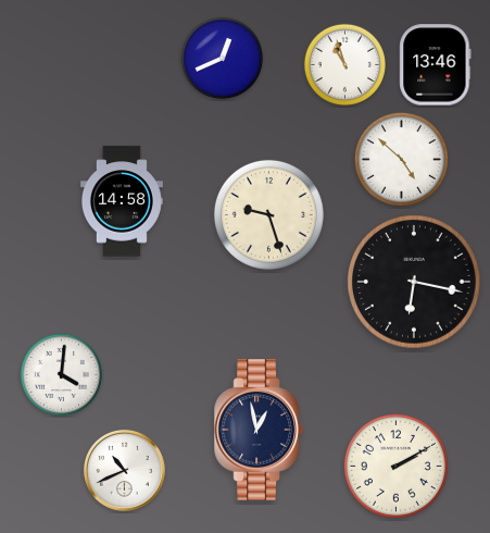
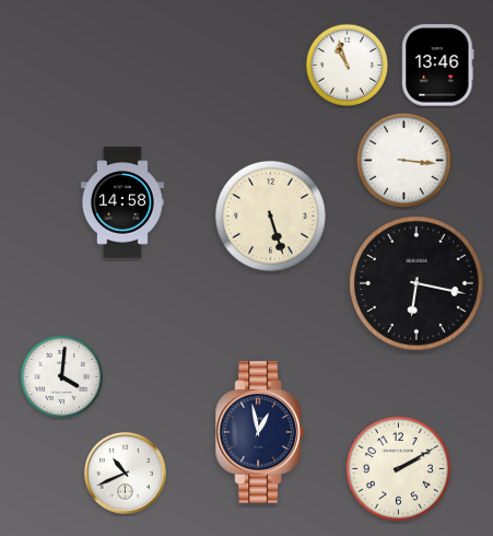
clock at (223, 59): 12:41 -> none
clock at (401, 159): 4:52 -> 3:16
clock at (268, 214): 9:27 -> 5:27
